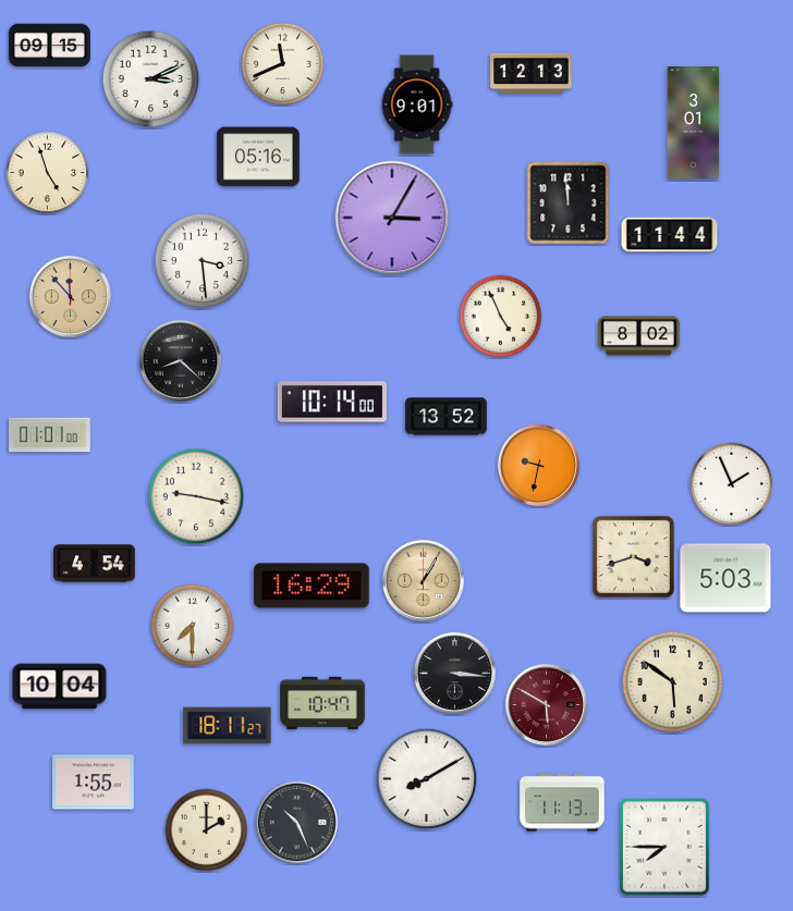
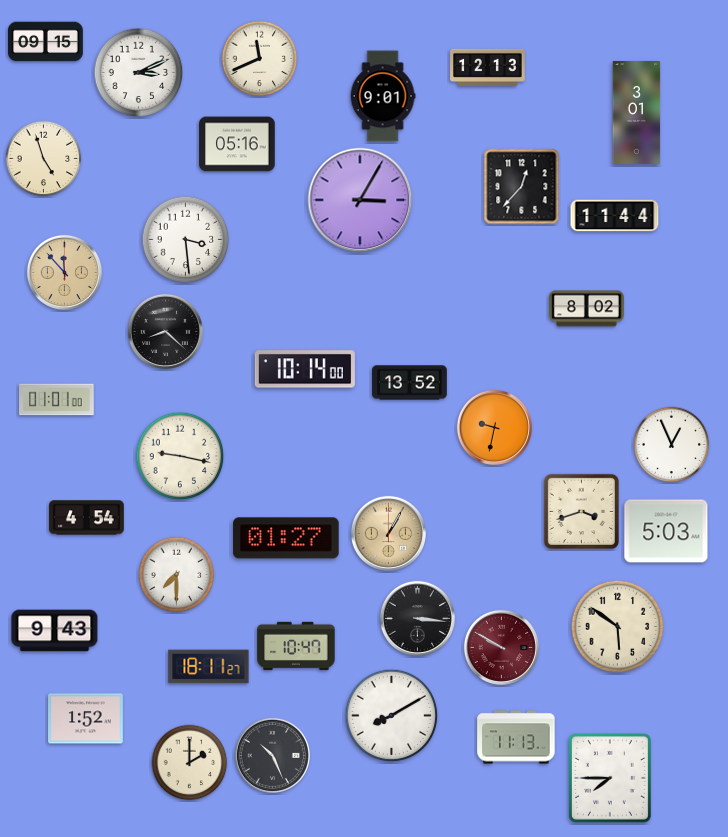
clock at (569, 204): 11:59 -> 12:37
clock at (501, 317): 4:56 -> none
clock at (50, 435) position: (50, 435) -> (57, 400)
clock at (732, 484): 1:56 -> 12:56
clock at (312, 586): 16:29 -> 01:27
clock at (60, 687): 10:04 -> 9:43
clock at (546, 704): 5:50 -> 9:50
clock at (94, 783): 1:55 -> 1:52
